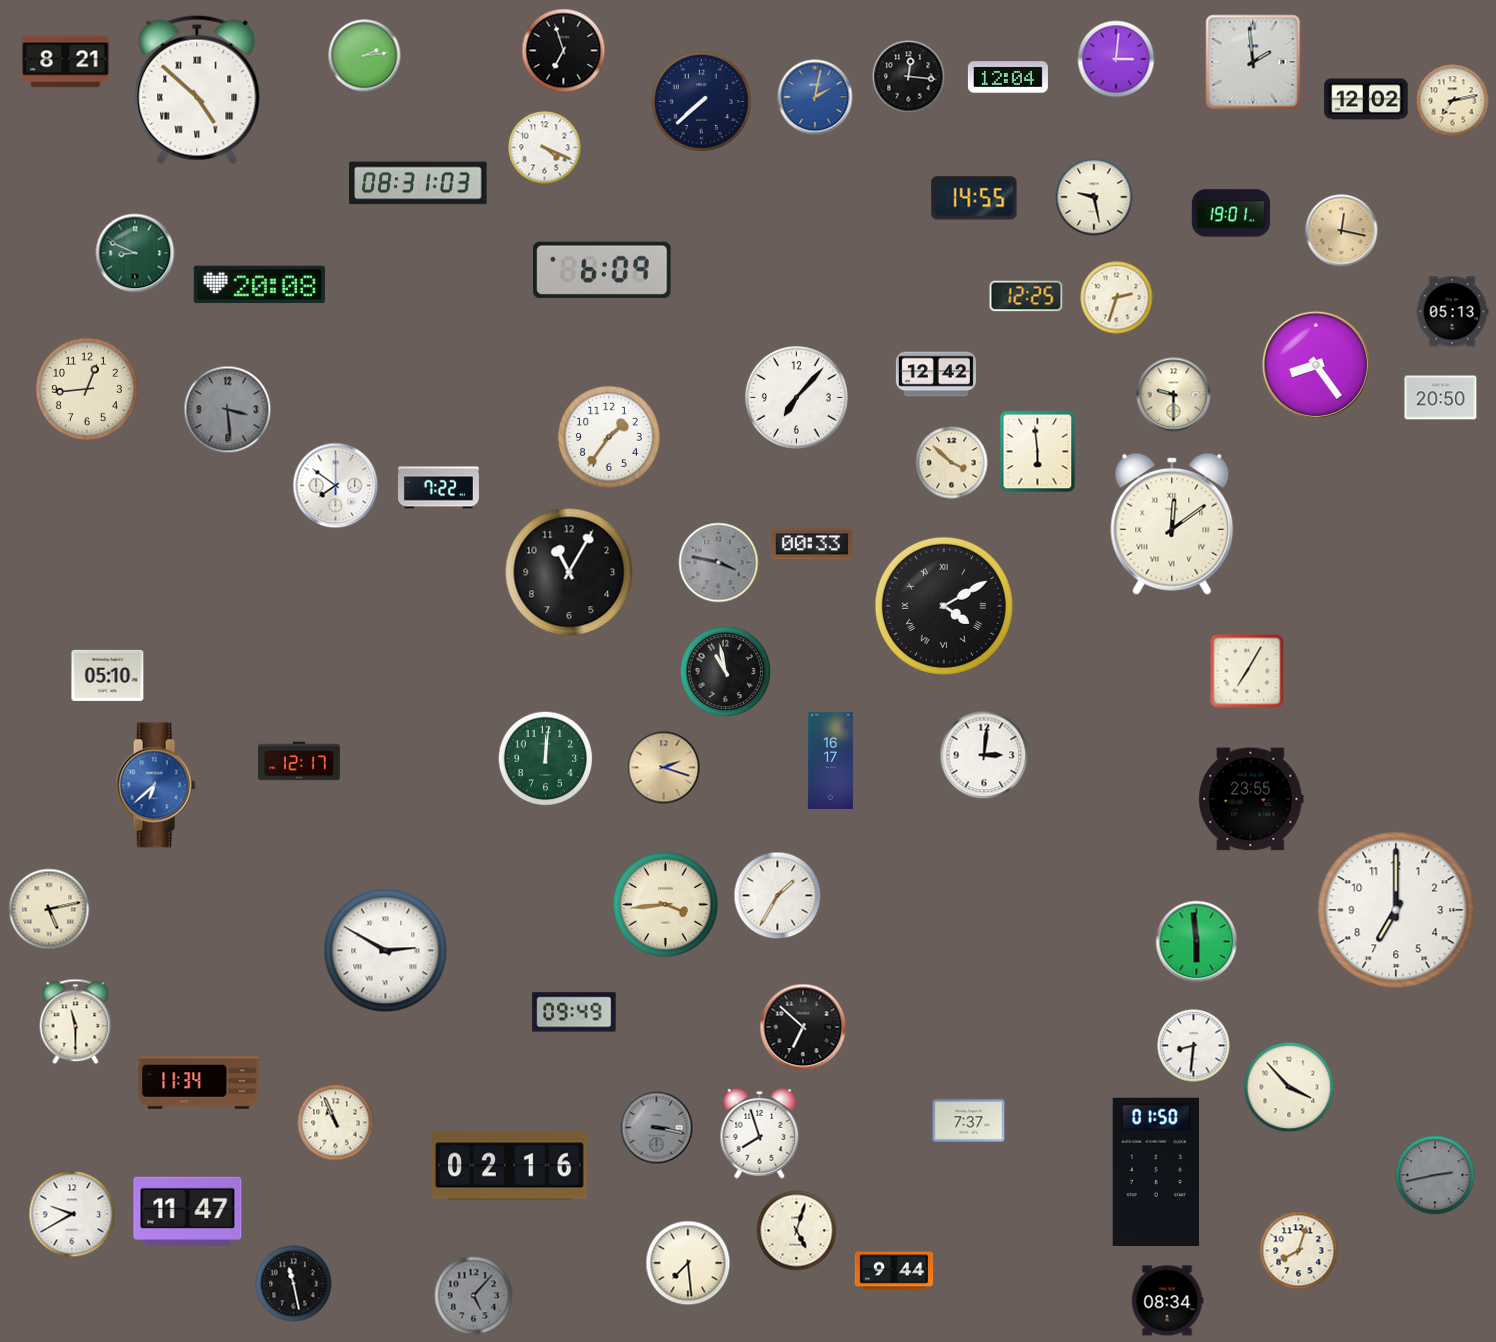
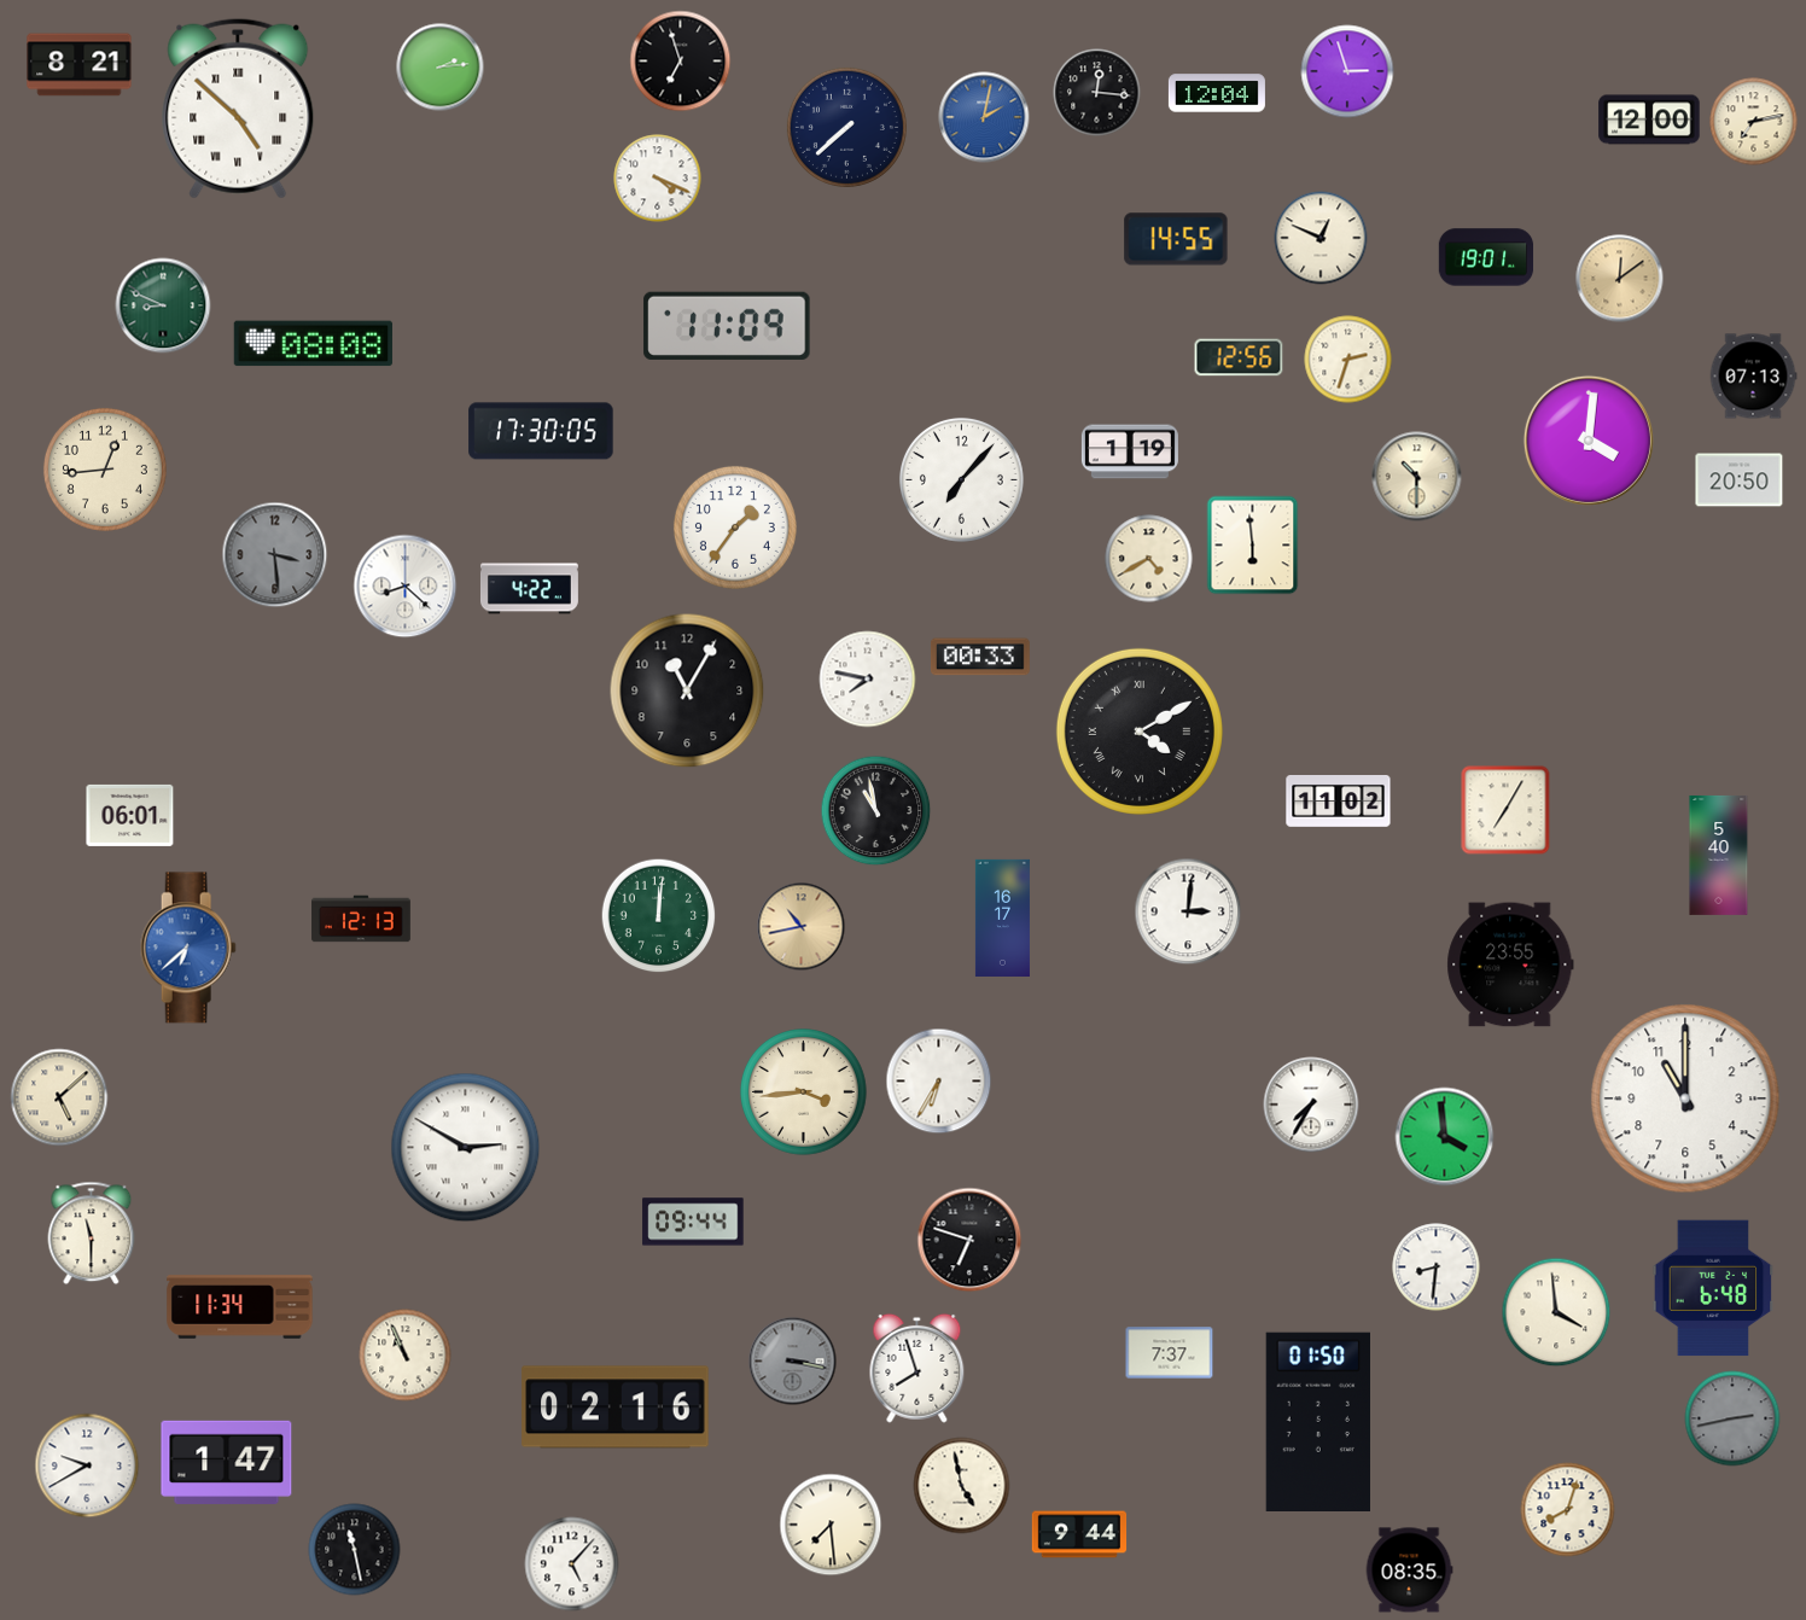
clock at (1116, 59): 3:01 -> 2:57
clock at (66, 62) position: (66, 62) -> (80, 65)
clock at (1253, 62): 1:59 -> none
clock at (1366, 99): 12:02 -> 12:00
clock at (701, 101) position: (701, 101) -> (846, 127)
clock at (418, 183): 08:31 -> none
clock at (1094, 197): 9:28 -> 12:49
clock at (1342, 231): 12:17 -> 12:09
clock at (602, 270): 6:09 -> 11:09
clock at (259, 285): 20:08 -> 08:08
clock at (1026, 296): 12:25 -> 12:56
clock at (1452, 312): 05:13 -> 07:13
clock at (541, 431): none -> 17:30
clock at (1316, 365): 8:24 -> 4:01
clock at (936, 374): 12:42 -> 1:19
clock at (1174, 395): 9:30 -> 10:30
clock at (228, 410) position: (228, 410) -> (275, 555)
clock at (952, 463): 3:52 -> 4:40
clock at (336, 486): 7:51 -> 8:22
clock at (438, 488): 7:22 -> 4:22
clock at (1172, 524): 12:09 -> none
clock at (719, 563): 3:47 -> 7:47
clock at (719, 563) dial: grey -> white
clock at (1339, 802): none -> 11:02
clock at (108, 675): 05:10 -> 06:01
clock at (1719, 855): none -> 5:40
clock at (299, 761): 12:17 -> 12:13
clock at (664, 768): 2:18 -> 10:43
clock at (778, 896): 1:35 -> 6:35
clock at (49, 909): 5:13 -> 5:08
clock at (1396, 910): 7:00 -> 11:00
clock at (1311, 1105): none -> 7:35
clock at (1197, 942): 5:59 -> 3:59
clock at (574, 1012): 09:49 -> 09:44
clock at (803, 1027): 6:52 -> 6:48
clock at (1194, 1046) position: (1194, 1046) -> (1437, 1268)
clock at (1713, 1288): none -> 6:48
clock at (1289, 1087): 3:53 -> 3:59
clock at (1155, 1171) position: (1155, 1171) -> (1317, 1421)
clock at (188, 1211): 11:47 -> 1:47
clock at (797, 1231): 5:03 -> 4:58
clock at (474, 1296) dial: grey -> white
clock at (1167, 1301): 08:34 -> 08:35
